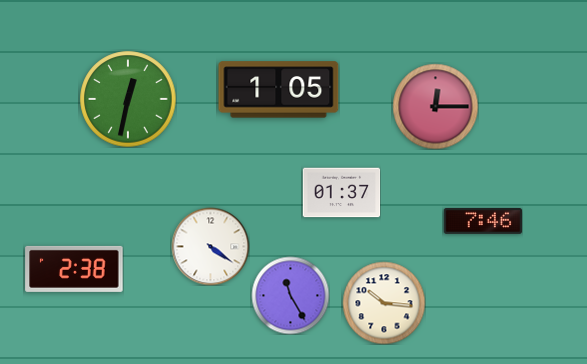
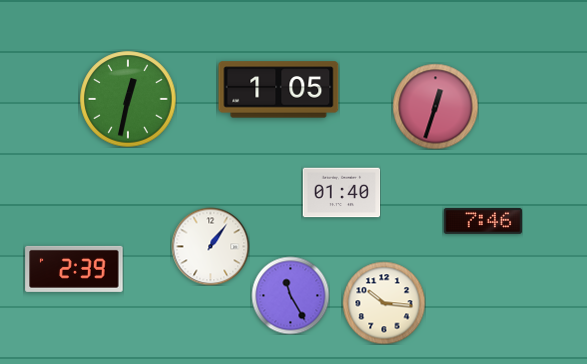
clock at (435, 106): 12:15 -> 12:33
clock at (341, 193): 01:37 -> 01:40
clock at (210, 246): 4:21 -> 1:06
clock at (74, 269): 2:38 -> 2:39
